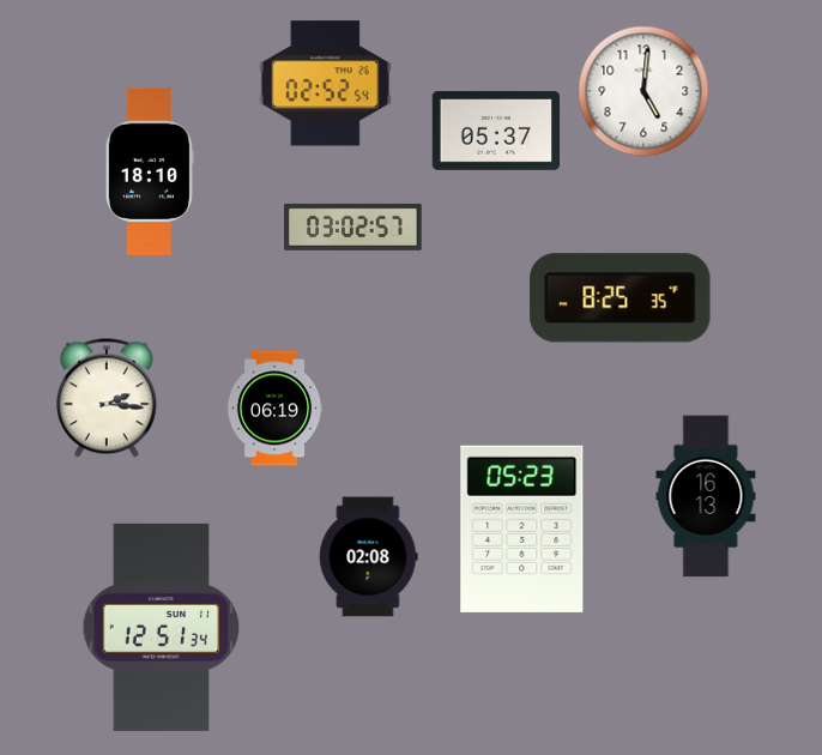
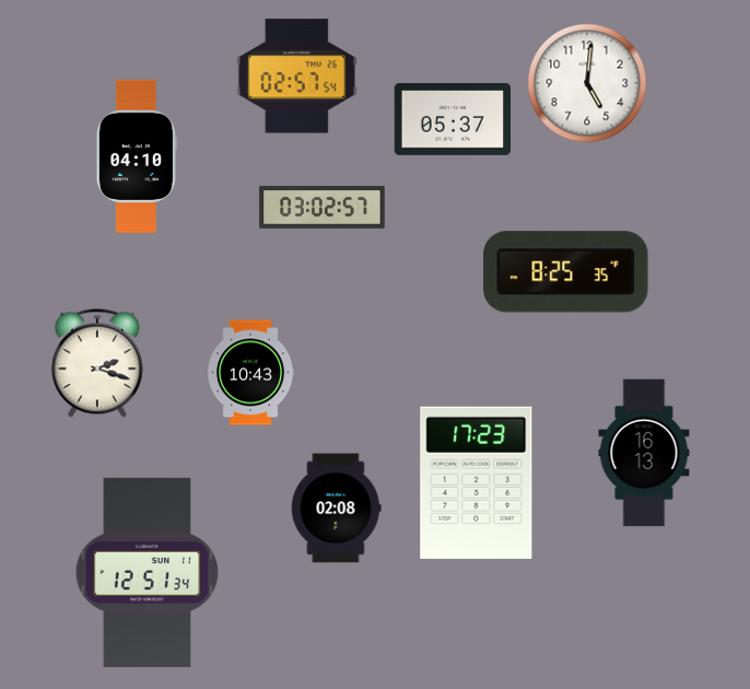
clock at (325, 84): 02:52 -> 02:57
clock at (150, 171): 18:10 -> 04:10
clock at (107, 398): 2:16 -> 2:18
clock at (274, 409): 06:19 -> 10:43
clock at (522, 528): 05:23 -> 17:23
